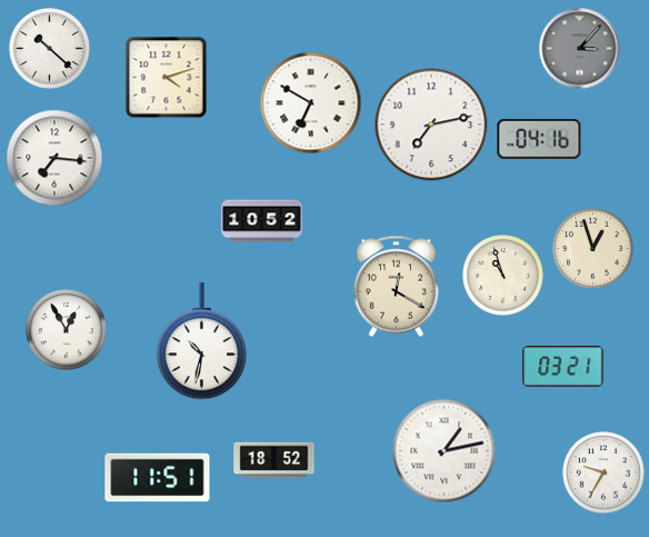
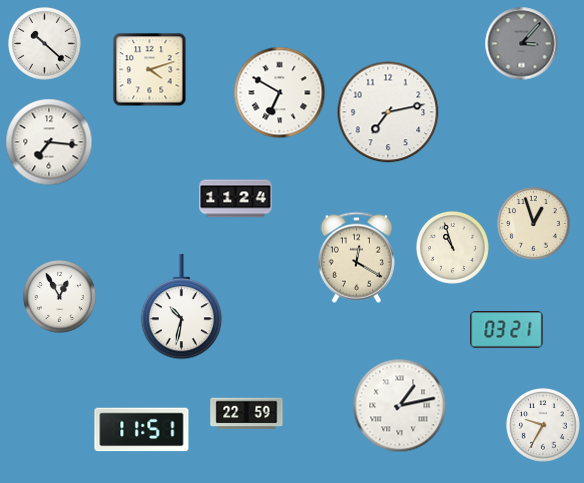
clock at (539, 139): 04:16 -> none
clock at (262, 221): 10:52 -> 11:24
clock at (274, 460): 18:52 -> 22:59
